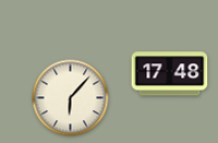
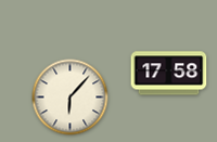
clock at (170, 74): 17:48 -> 17:58
